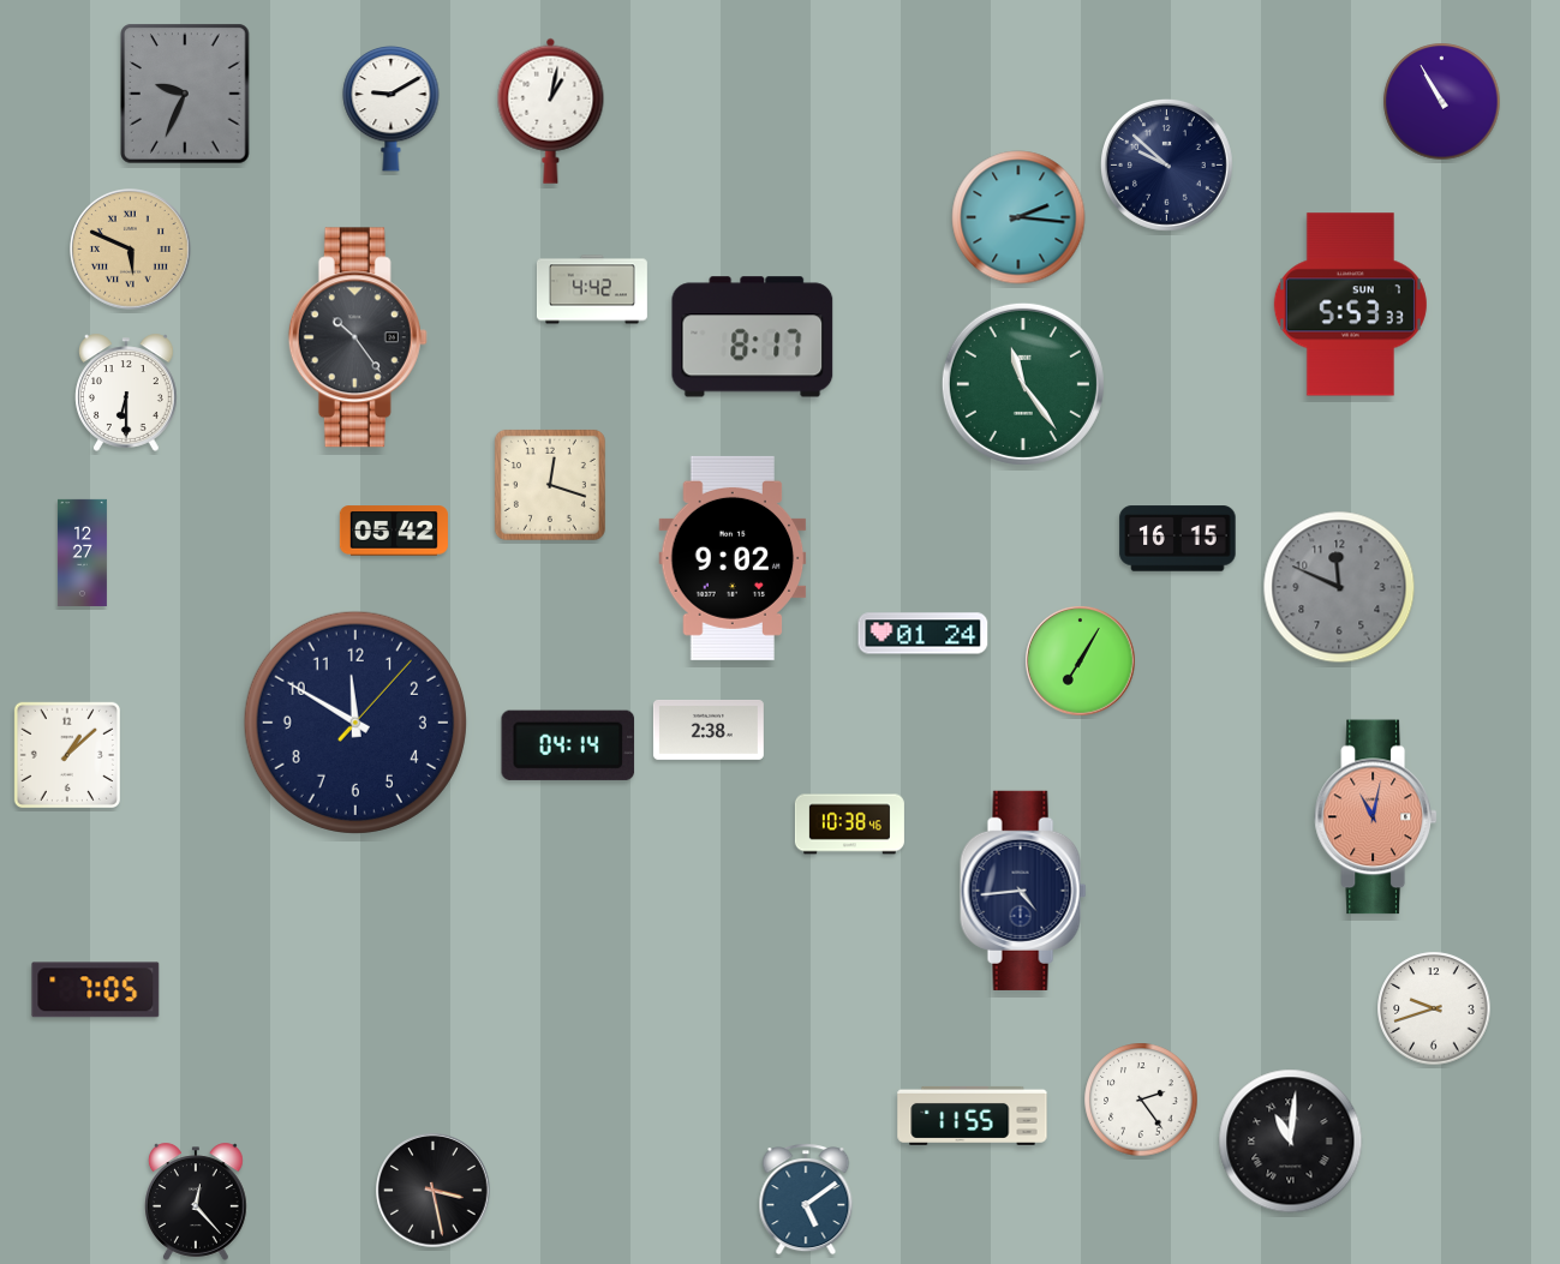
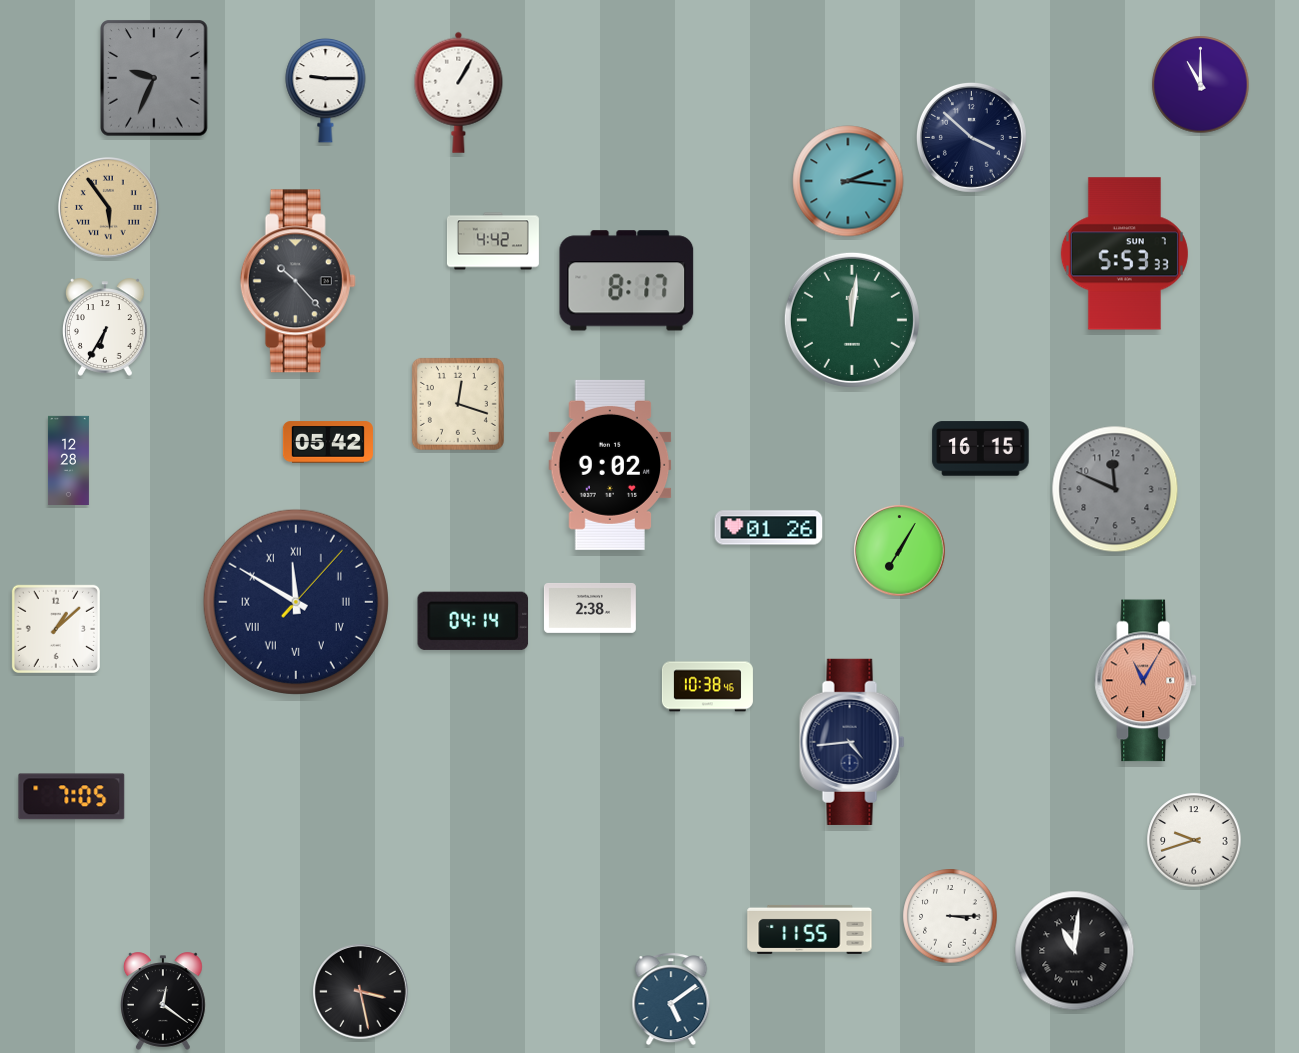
clock at (1442, 102): 10:55 -> 11:00
clock at (392, 108): 9:10 -> 9:15
clock at (551, 110): 1:02 -> 1:05
clock at (1166, 164): 9:52 -> 3:52
clock at (131, 250): 5:49 -> 5:54
clock at (358, 337): 10:24 -> 10:23
clock at (1023, 384): 11:24 -> 12:01
clock at (127, 393): 6:30 -> 6:35
clock at (82, 552): 12:27 -> 12:28
clock at (924, 634): 01:24 -> 01:26
clock at (355, 723) numerals: Arabic -> Roman
clock at (1376, 817): 11:02 -> 11:05
clock at (96, 990) position: (96, 990) -> (72, 797)
clock at (1141, 1100): 2:24 -> 3:15
clock at (197, 1202): 12:23 -> 12:21
